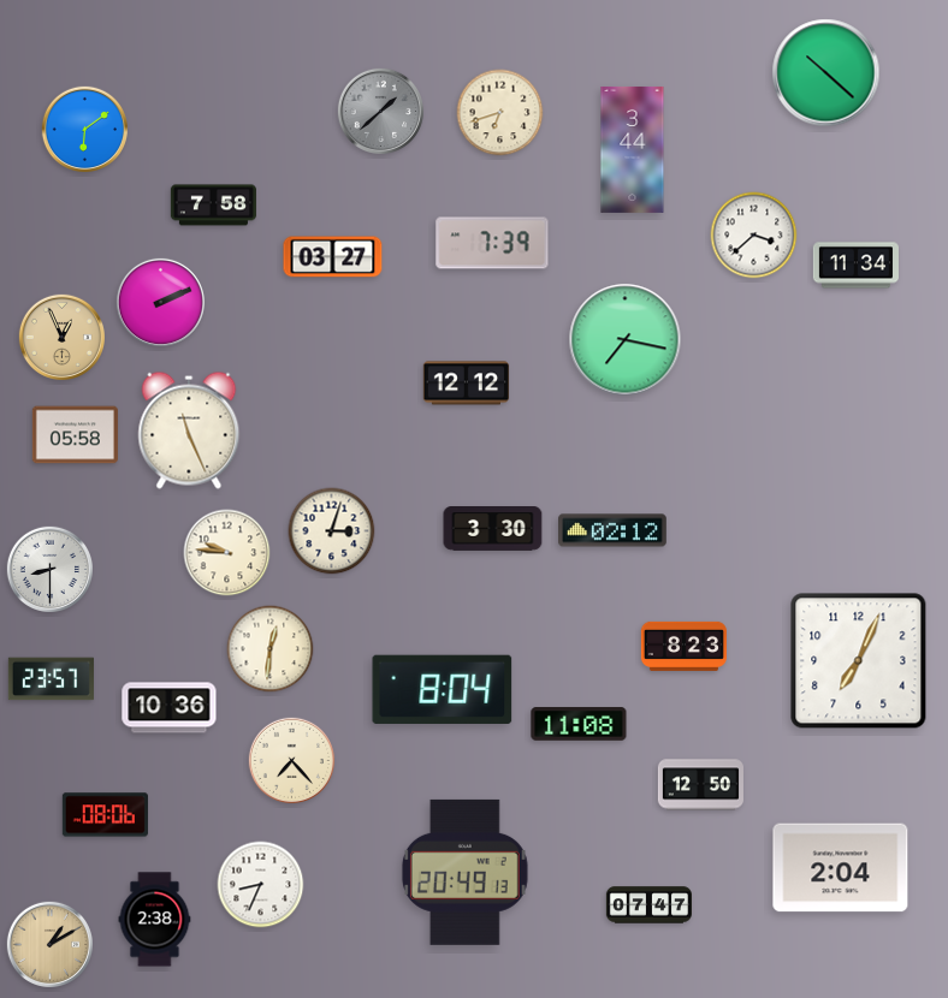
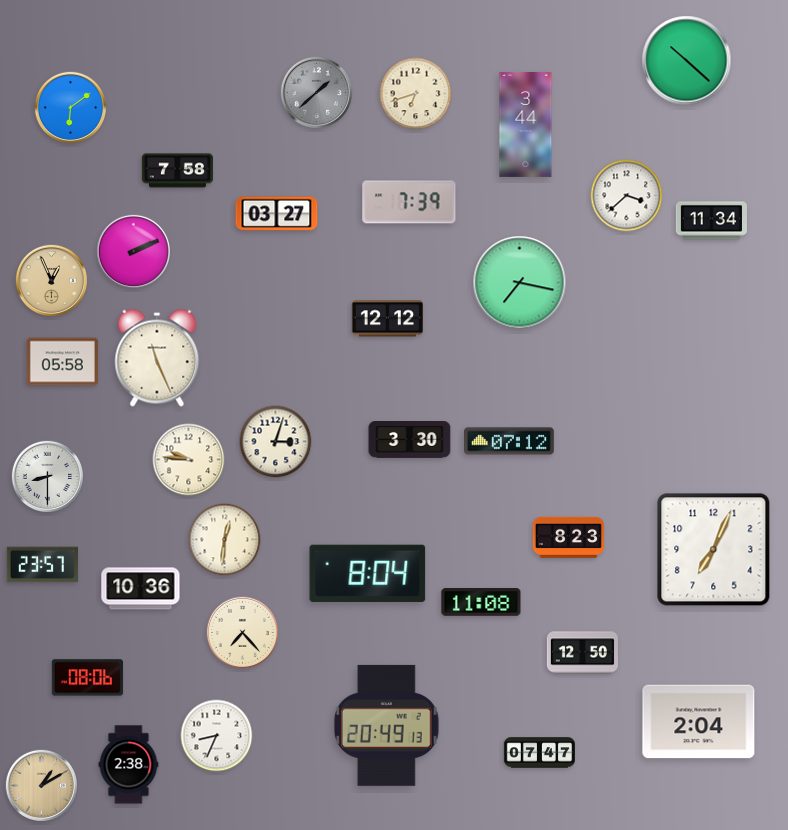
clock at (612, 530): 02:12 -> 07:12
clock at (49, 569) position: (49, 569) -> (47, 476)
